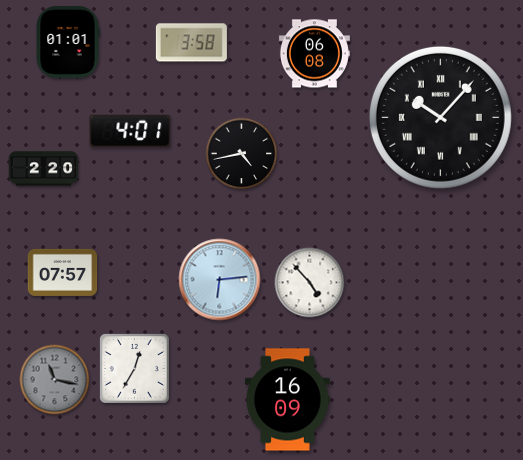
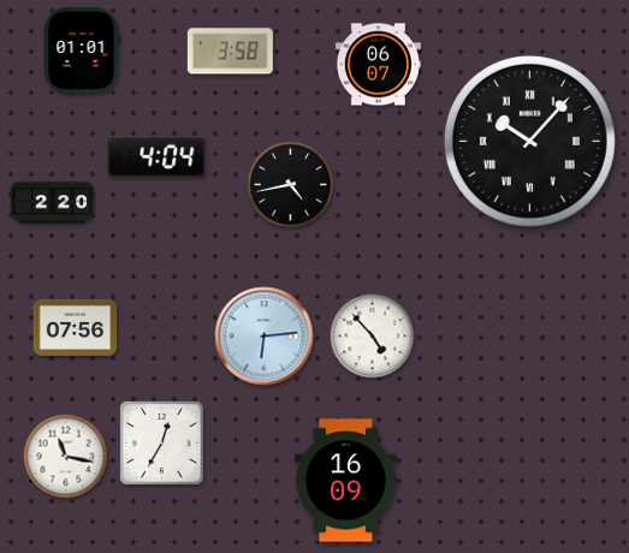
clock at (314, 54): 06:08 -> 06:07
clock at (130, 131): 4:01 -> 4:04
clock at (63, 272): 07:57 -> 07:56
clock at (310, 283) position: (310, 283) -> (373, 337)
clock at (55, 380) dial: grey -> white
